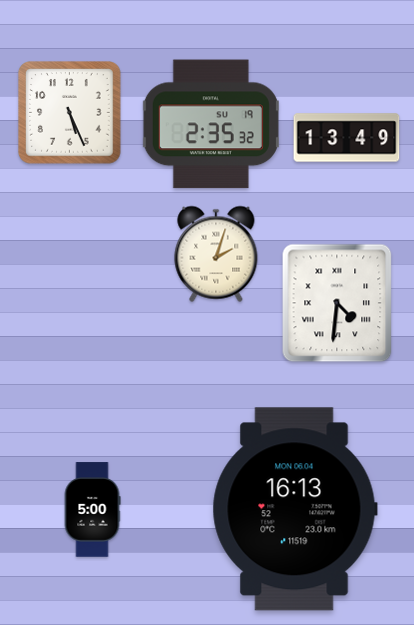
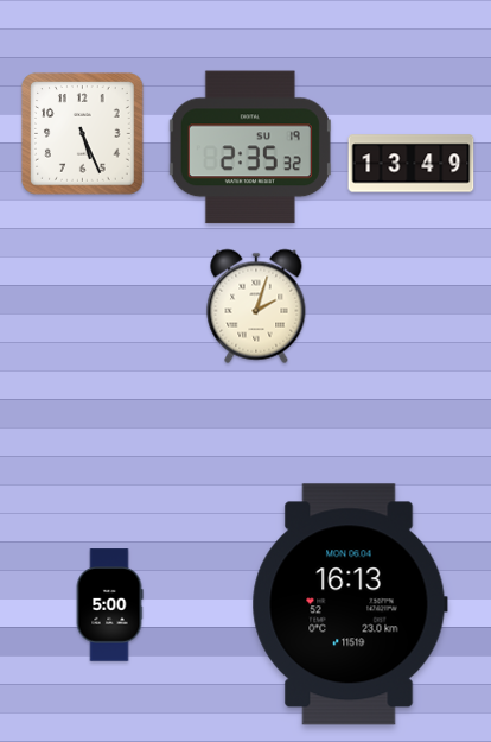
clock at (216, 254) position: (216, 254) -> (256, 306)
clock at (337, 303): 4:31 -> none
